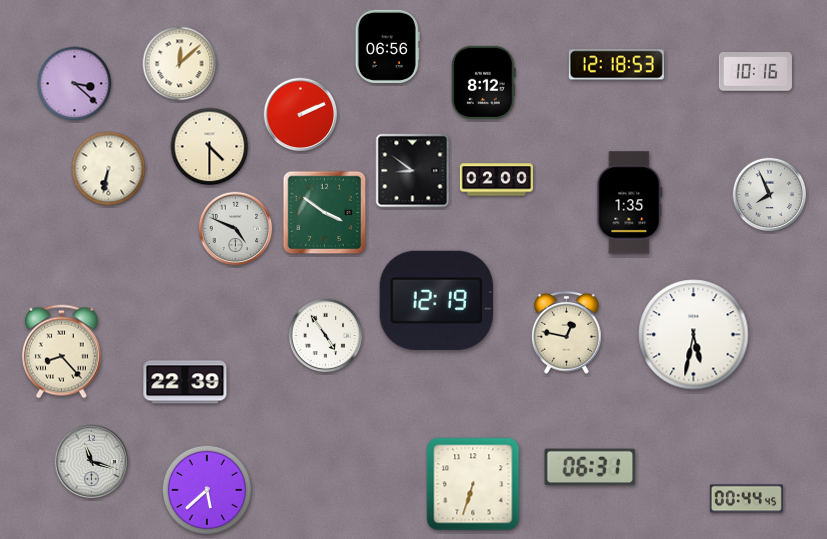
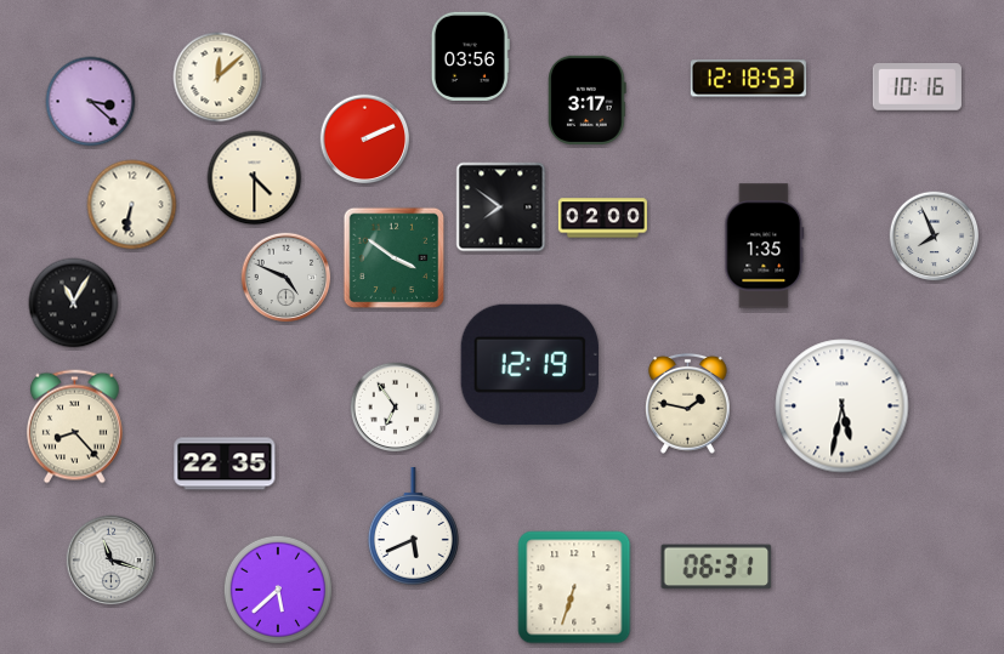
clock at (387, 46): 06:56 -> 03:56
clock at (484, 82): 8:12 -> 3:17
clock at (413, 171): 8:51 -> 7:51
clock at (74, 303): none -> 11:05
clock at (566, 332): 12:47 -> 1:47
clock at (326, 336): 4:54 -> 6:54
clock at (185, 382): 22:39 -> 22:35
clock at (413, 525): none -> 5:41
clock at (206, 489) position: (206, 489) -> (277, 588)
clock at (746, 499): 00:44 -> none
